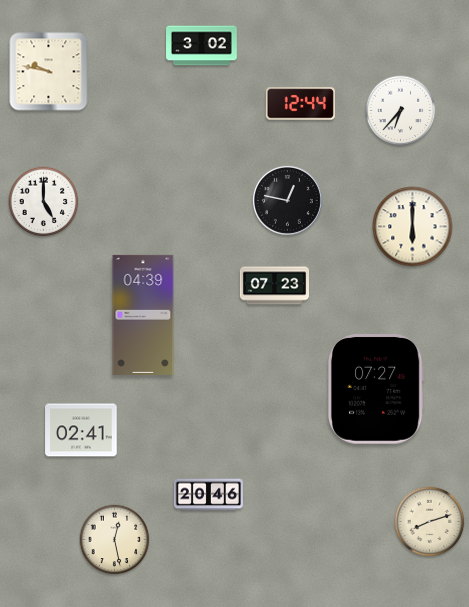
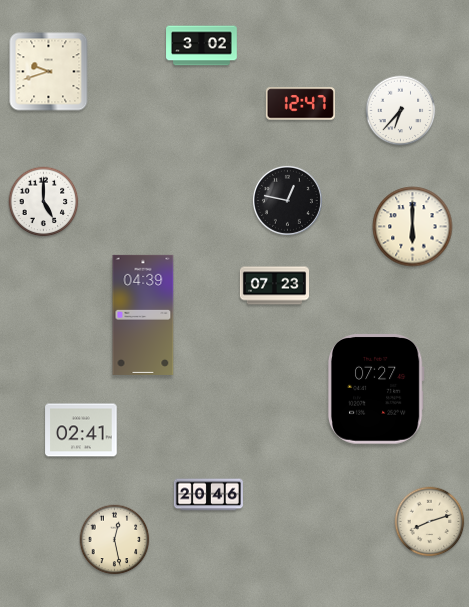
clock at (49, 72): 9:47 -> 9:42
clock at (300, 104): 12:44 -> 12:47
